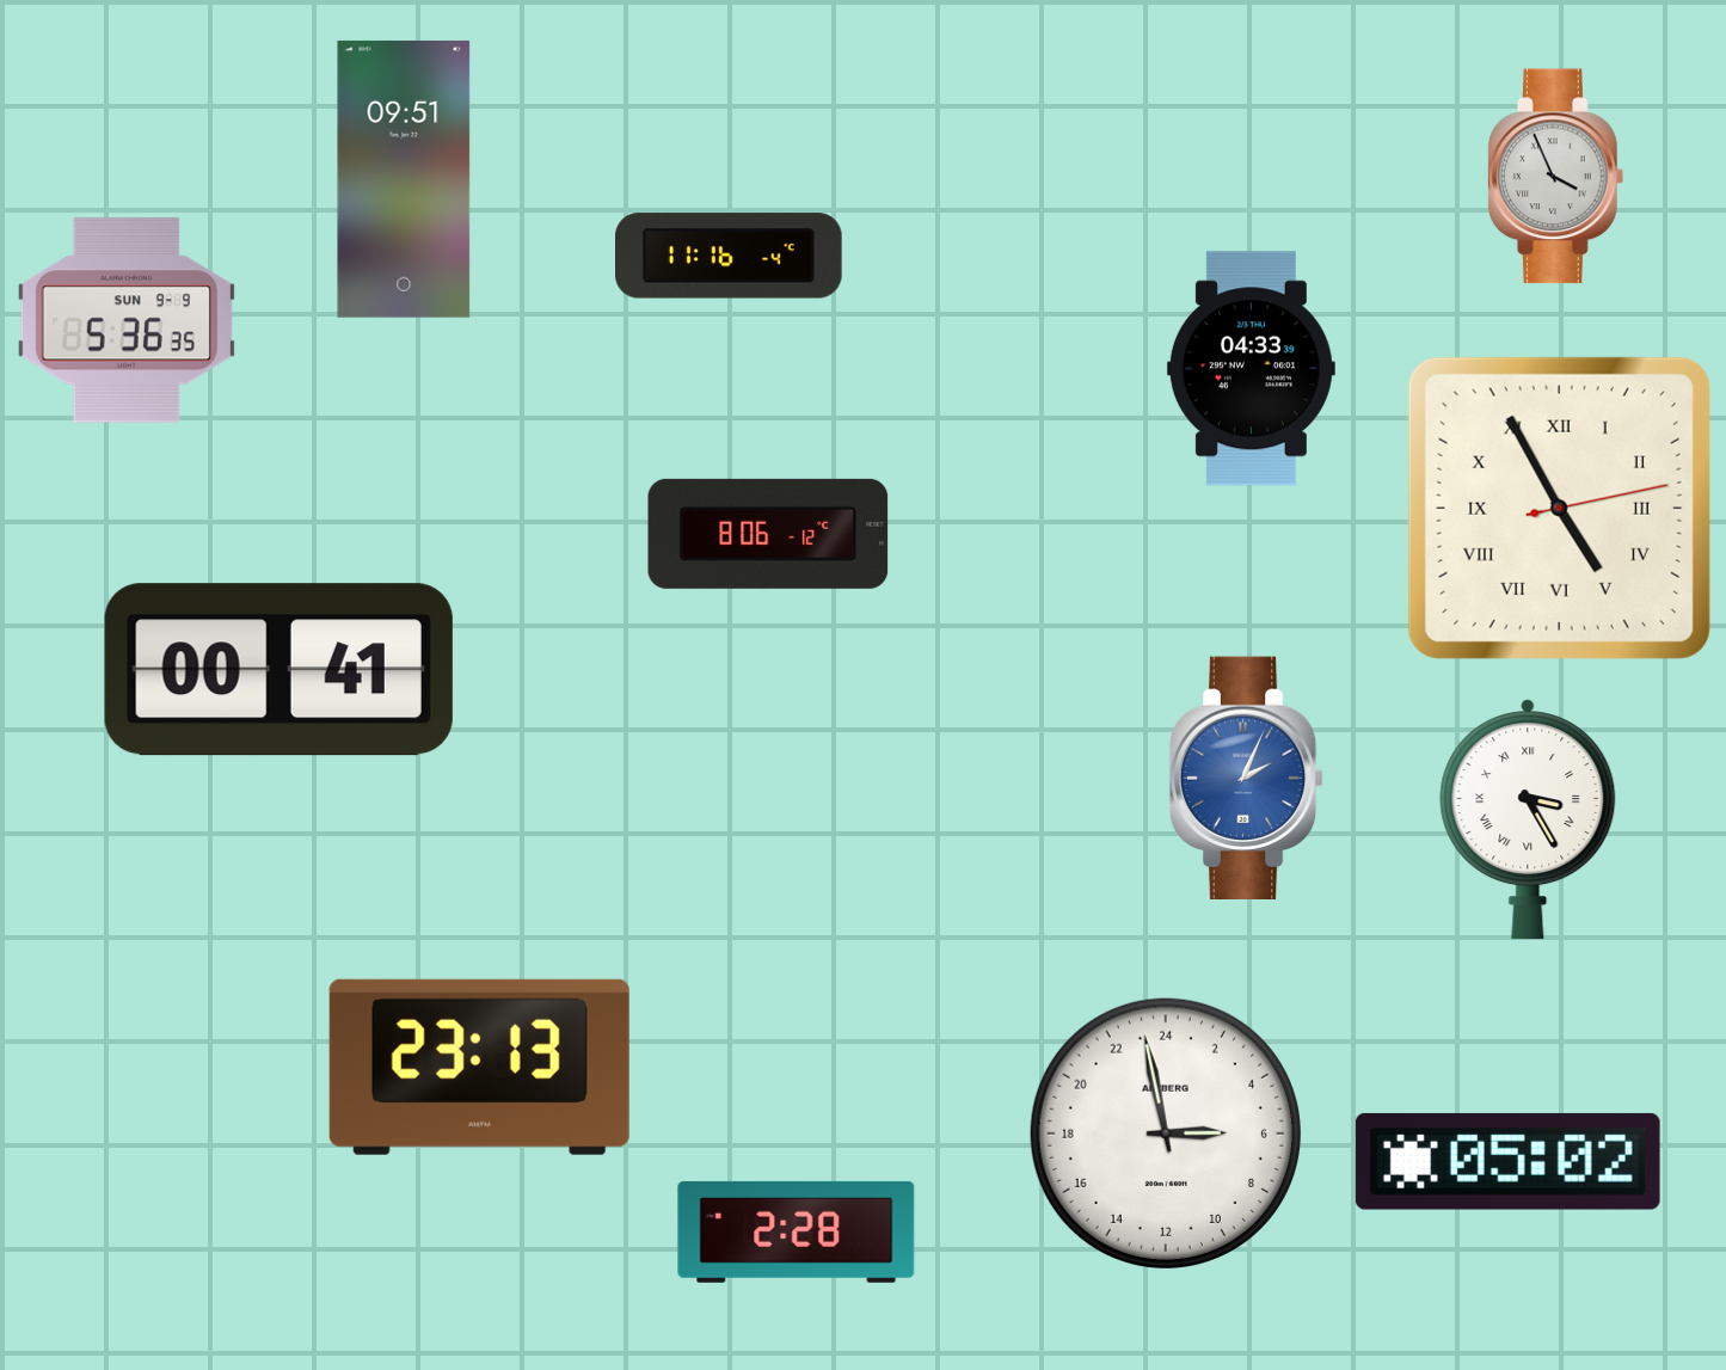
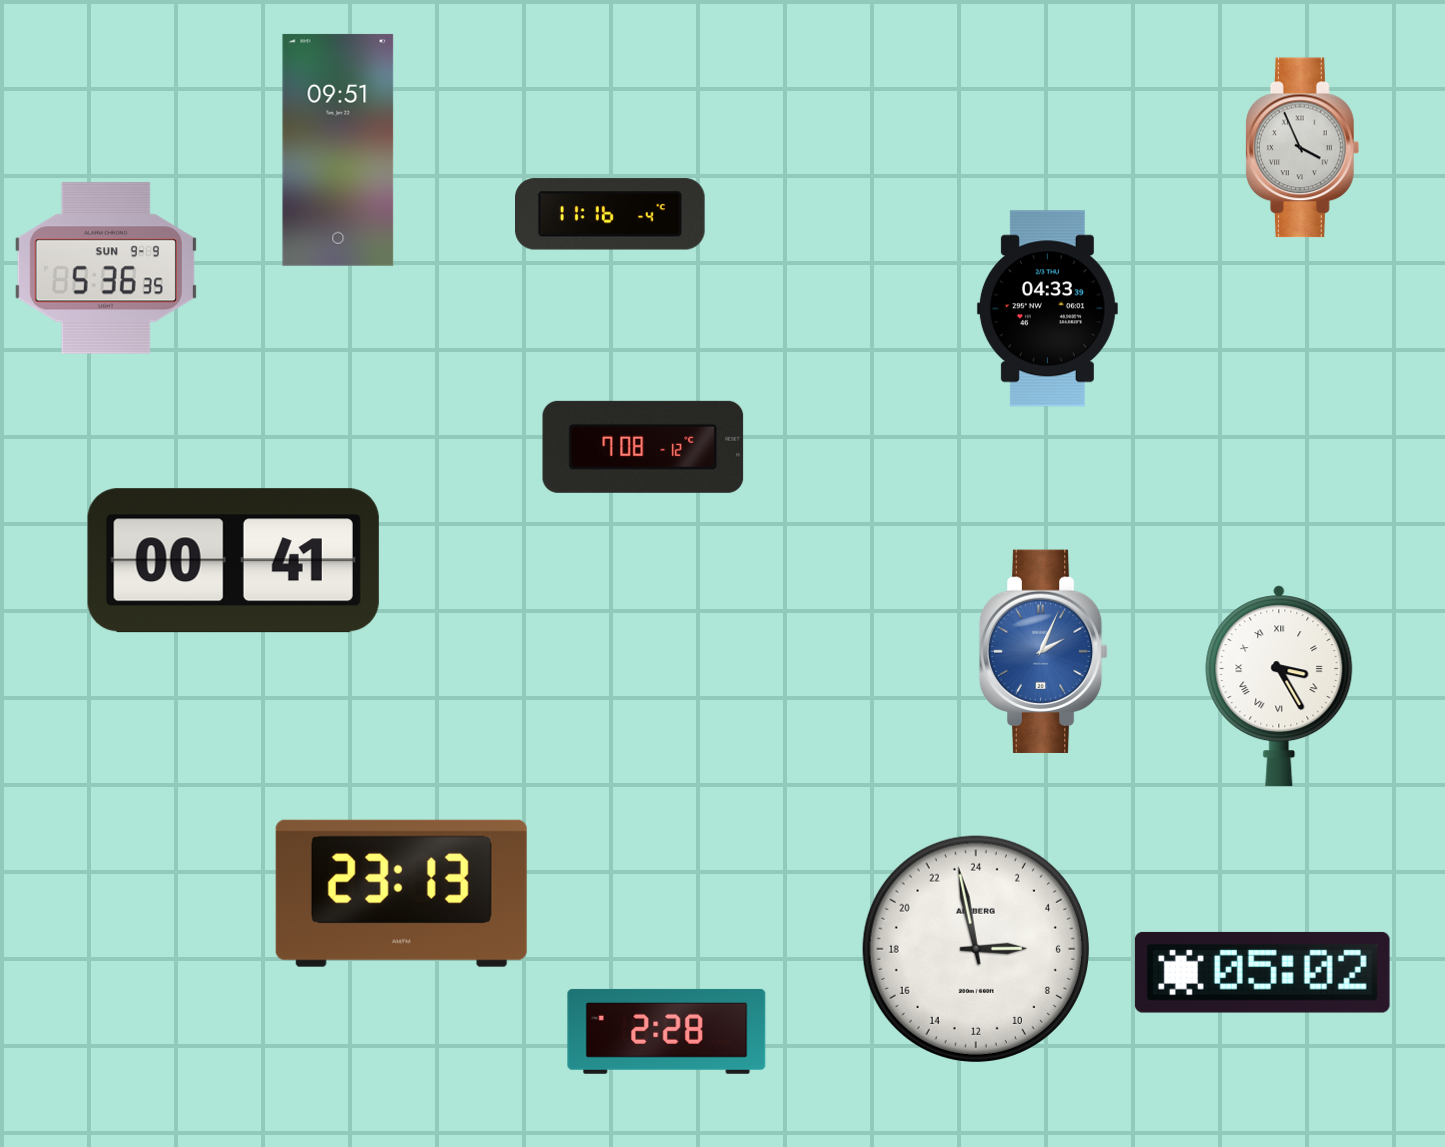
clock at (1559, 508): 4:55 -> none
clock at (768, 534): 8:06 -> 7:08
